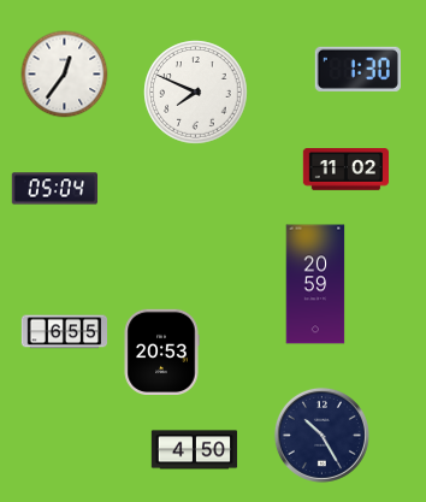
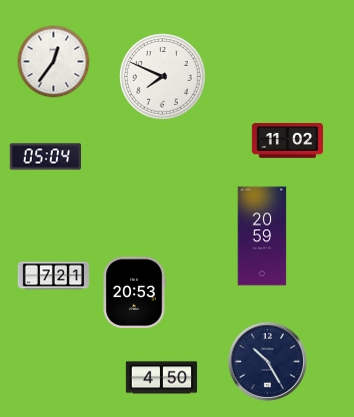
clock at (357, 69): 1:30 -> none
clock at (65, 332): 6:55 -> 7:21
clock at (195, 450) position: (195, 450) -> (162, 378)
